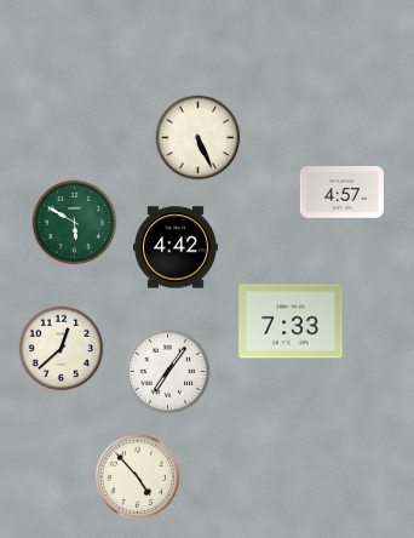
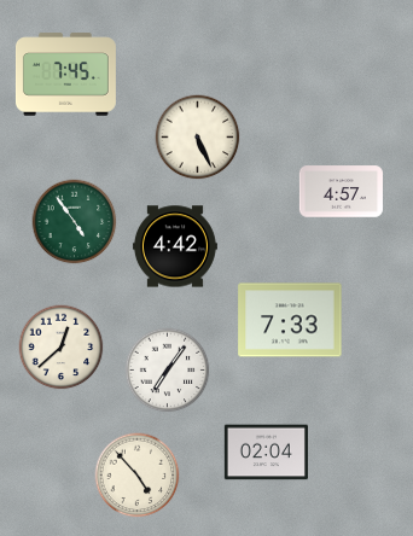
clock at (65, 75): none -> 7:45
clock at (75, 223): 5:50 -> 4:54
clock at (266, 453): none -> 02:04
